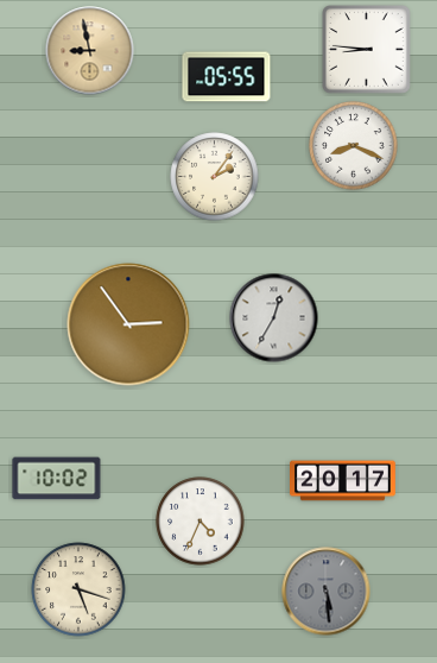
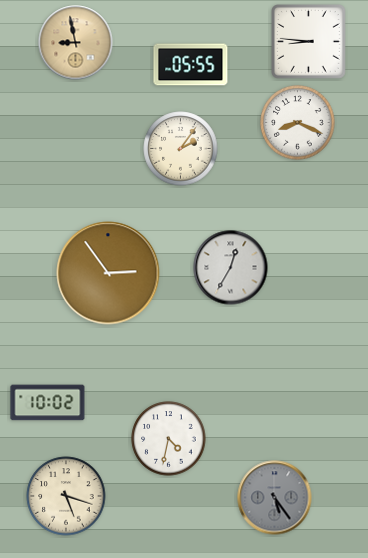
clock at (343, 481): 20:17 -> none
clock at (201, 522): 4:34 -> 4:32
clock at (327, 592): 5:29 -> 5:24
